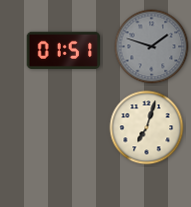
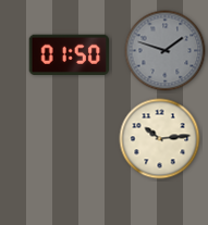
clock at (64, 50): 01:51 -> 01:50
clock at (147, 128): 7:03 -> 10:14
